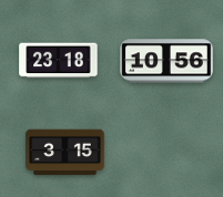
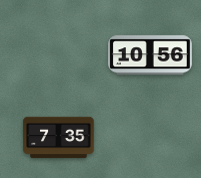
clock at (59, 61): 23:18 -> none
clock at (65, 153): 3:15 -> 7:35
